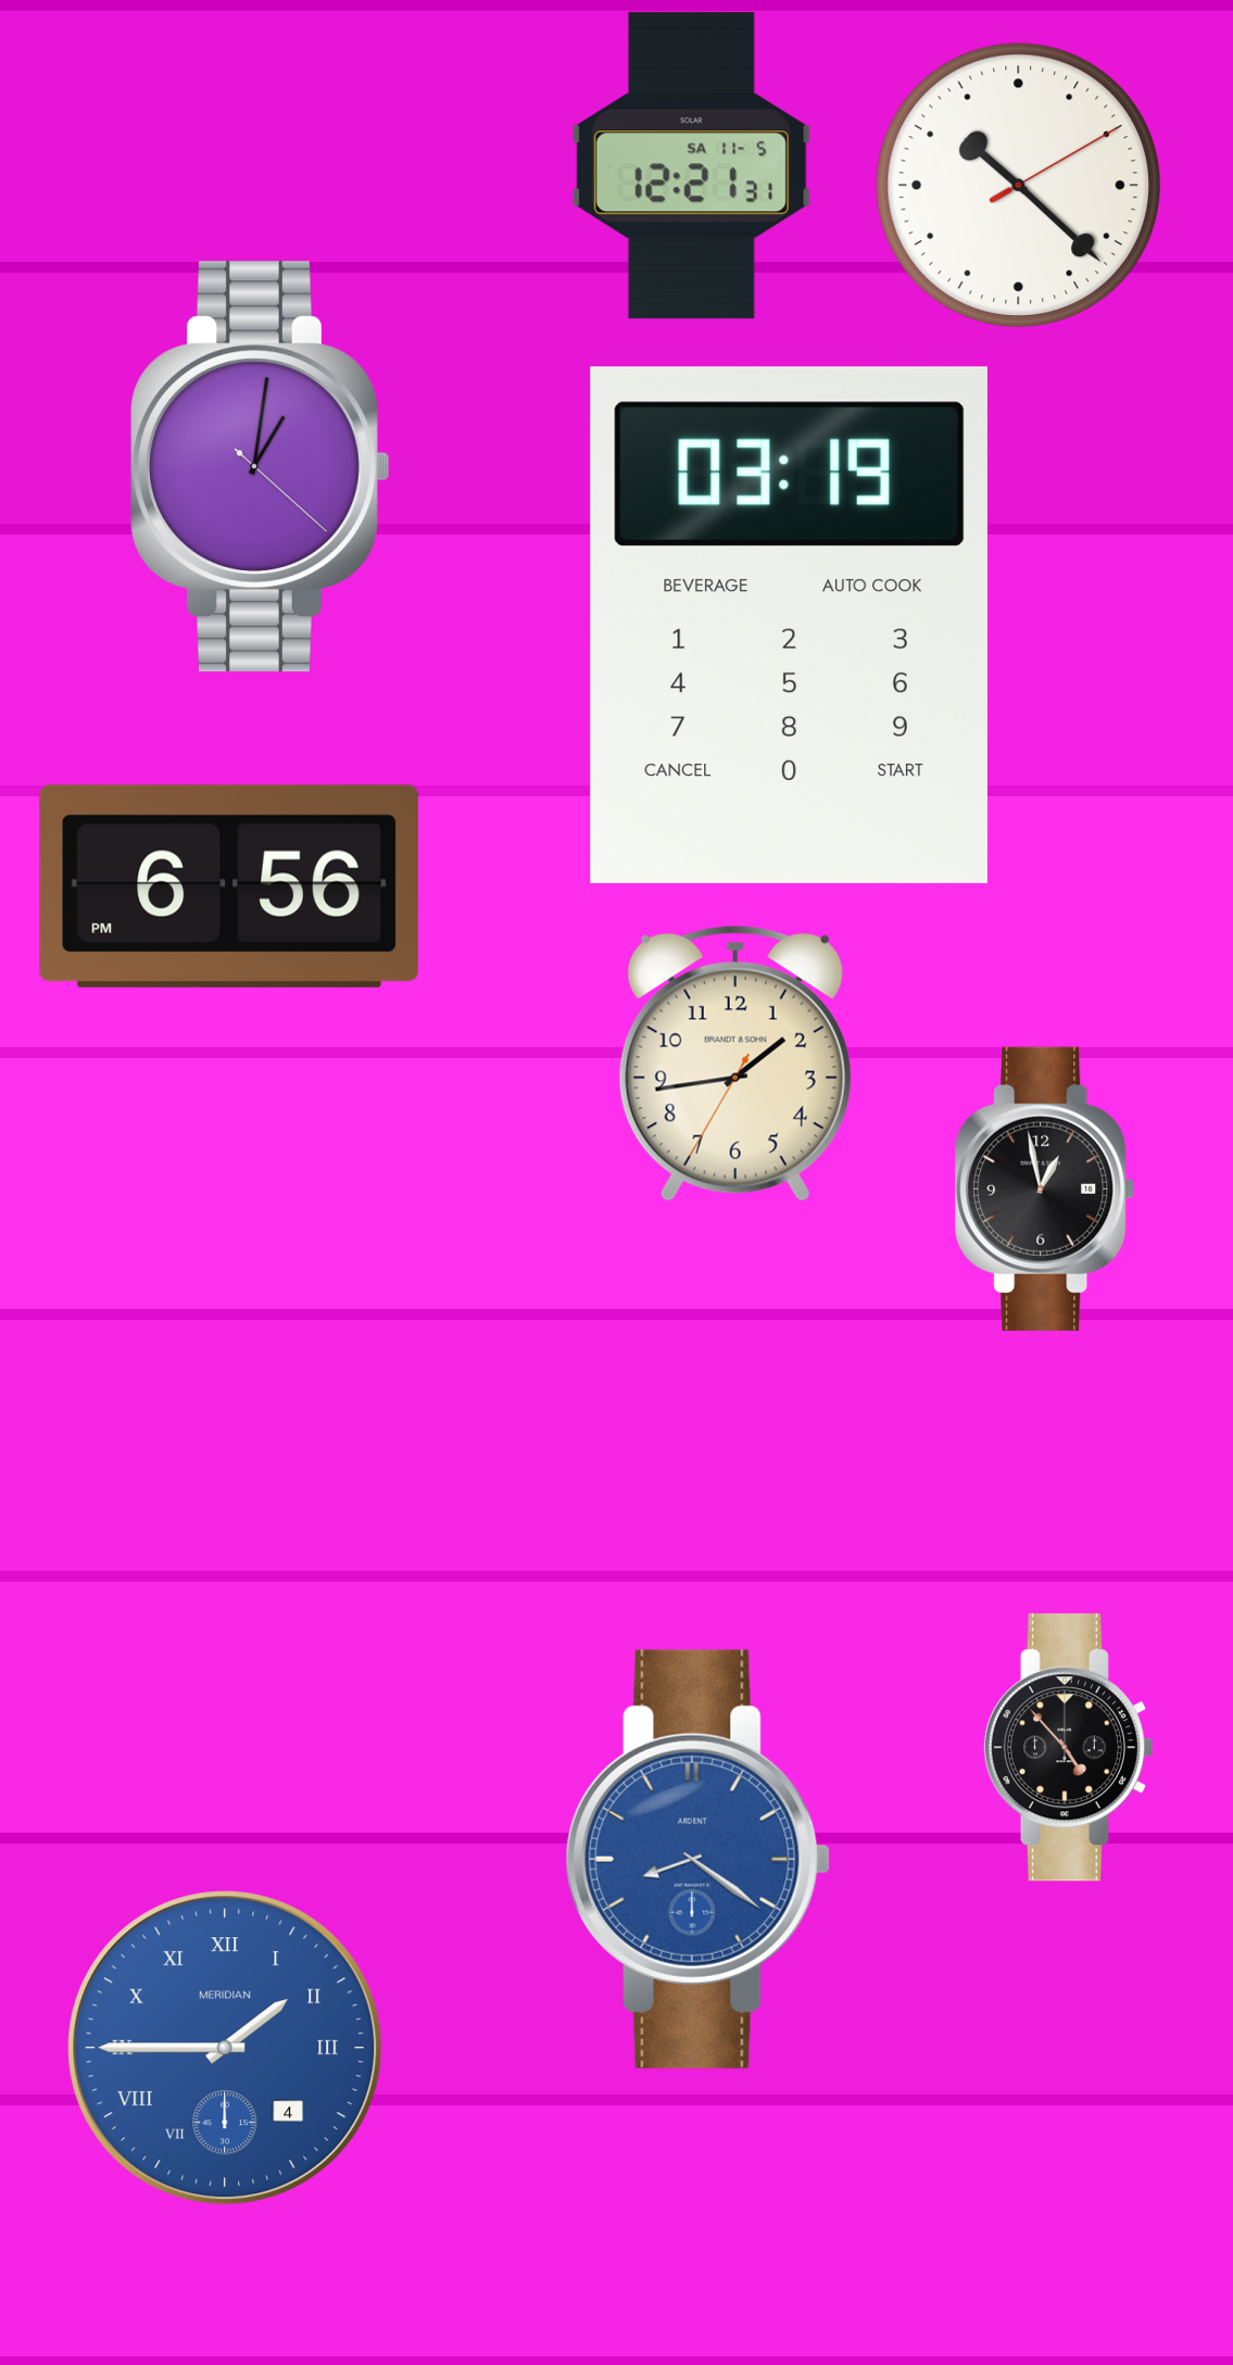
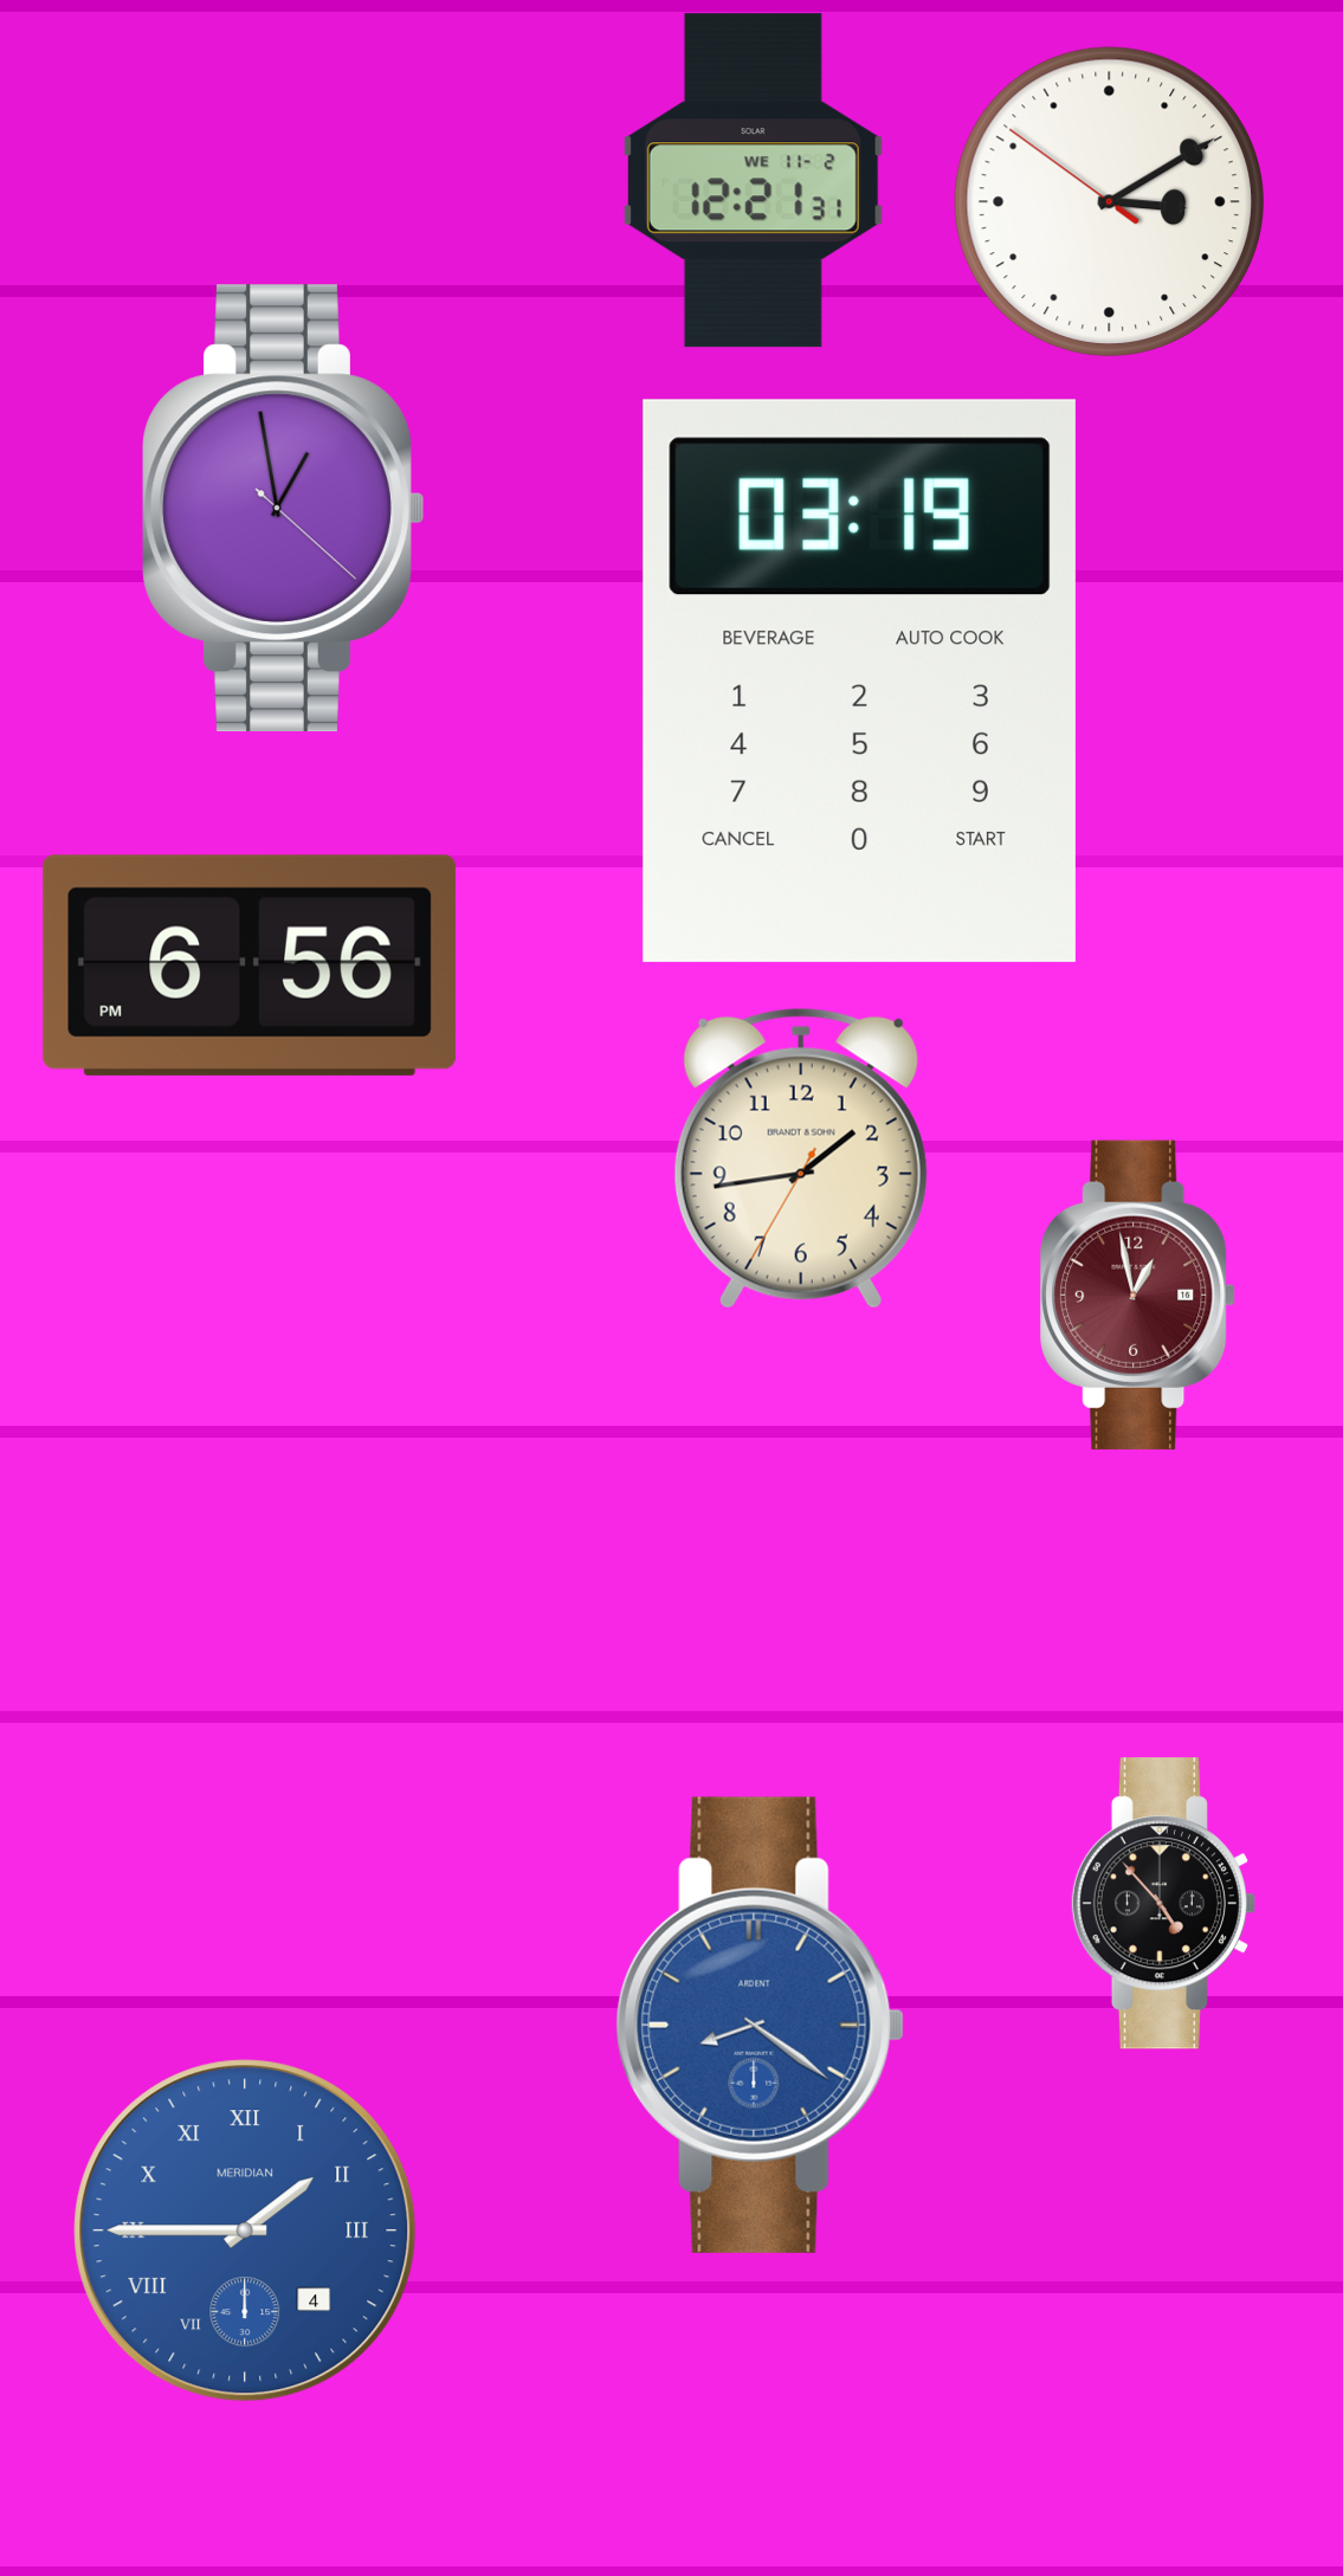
clock at (691, 166) date: SA 11-5 -> WE 11-2
clock at (1018, 185): 10:22 -> 3:09
clock at (261, 467): 1:01 -> 12:58
clock at (1045, 1188) dial: black -> burgundy
